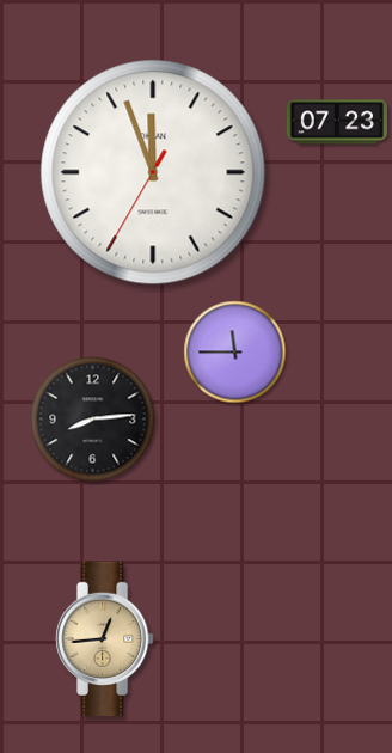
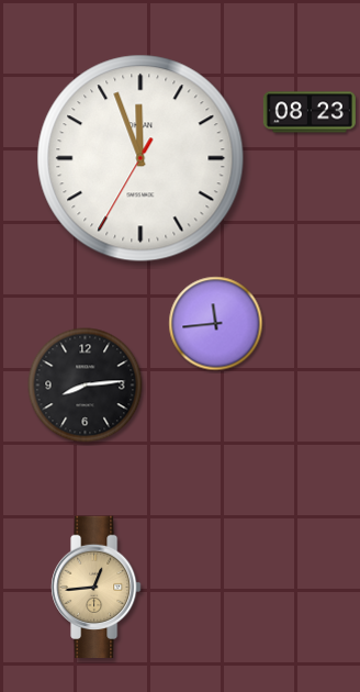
clock at (337, 122): 07:23 -> 08:23
clock at (235, 353): 11:45 -> 11:44
